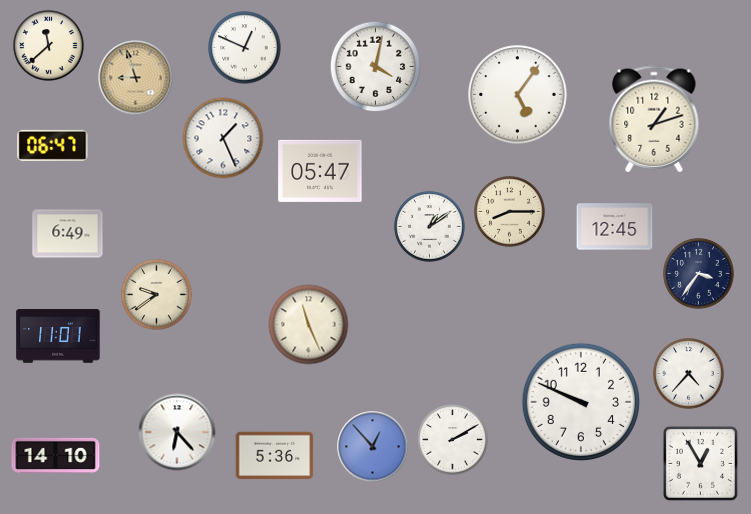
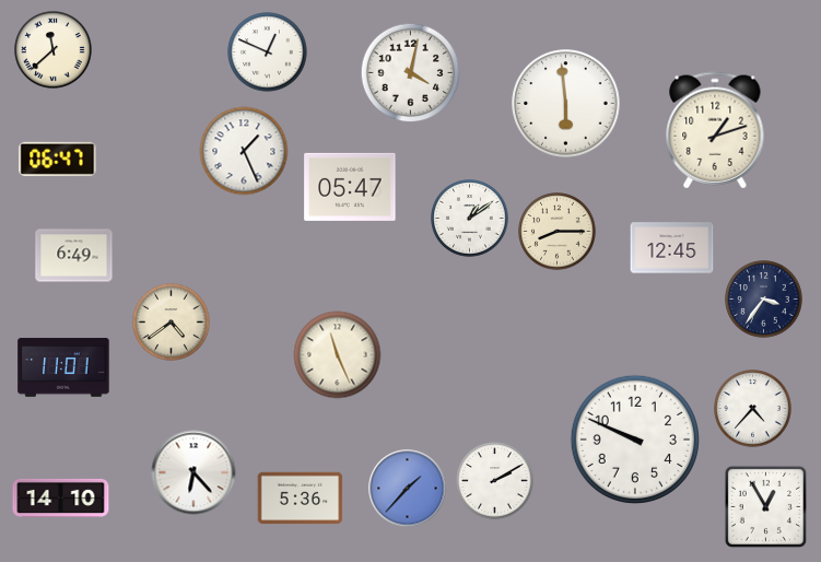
clock at (136, 78): 8:57 -> none
clock at (518, 95): 5:06 -> 5:59
clock at (430, 227) position: (430, 227) -> (470, 219)
clock at (157, 295): 9:39 -> 4:39
clock at (373, 447): 12:53 -> 1:37
